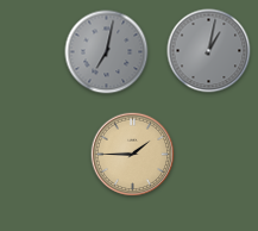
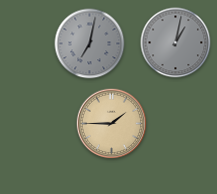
clock at (133, 155) position: (133, 155) -> (112, 124)
